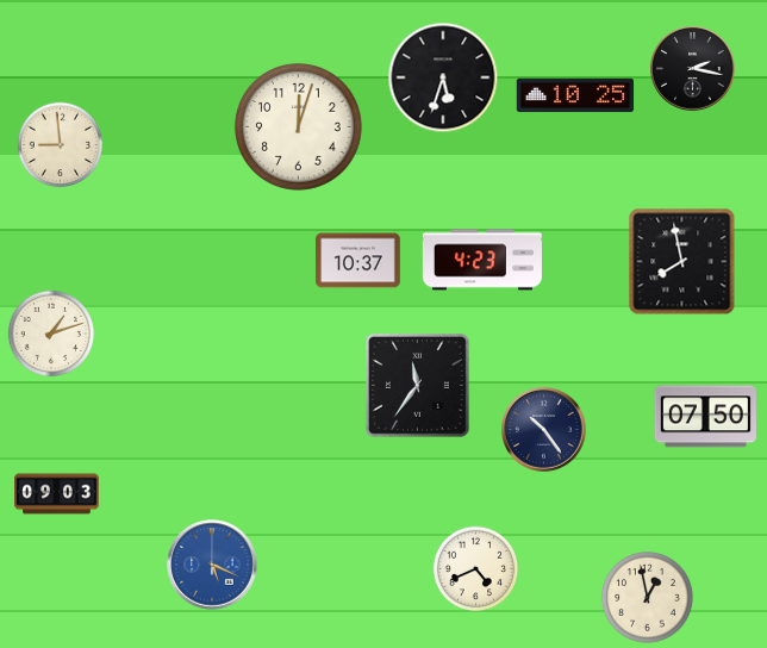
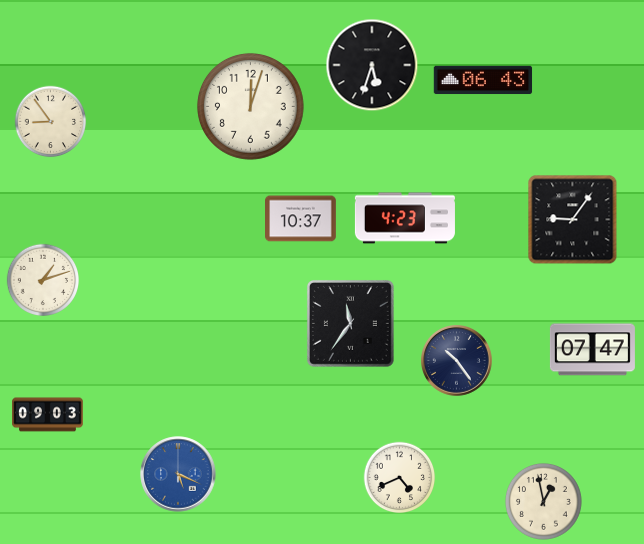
clock at (693, 69): 2:17 -> none
clock at (575, 95): 10:25 -> 06:43
clock at (61, 145): 8:59 -> 8:54
clock at (682, 262): 7:58 -> 9:06
clock at (705, 417): 07:50 -> 07:47
